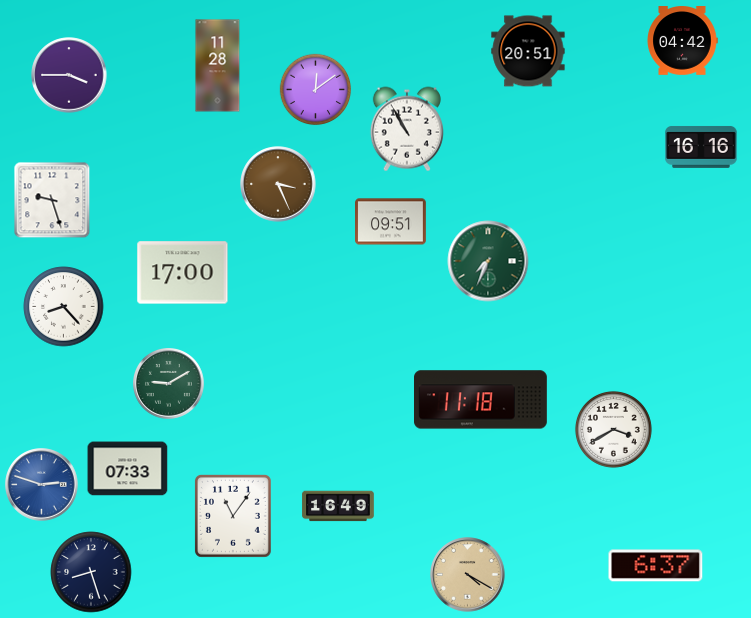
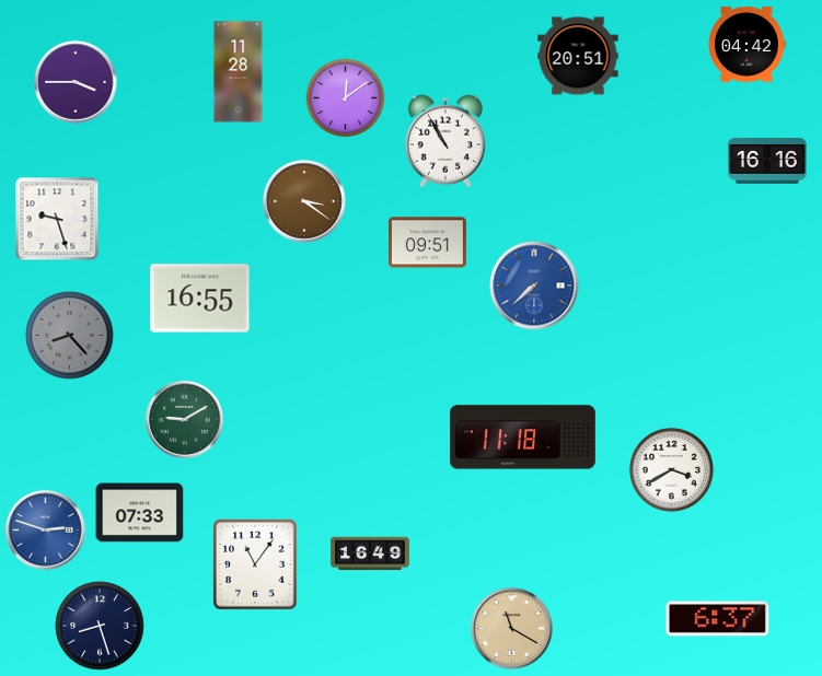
clock at (278, 184): 3:26 -> 3:21
clock at (488, 261): 7:34 -> 7:38
clock at (488, 261) dial: green -> blue
clock at (183, 273): 17:00 -> 16:55
clock at (64, 307) dial: white -> grey
clock at (481, 400) position: (481, 400) -> (523, 438)
clock at (468, 575): 4:20 -> 11:20
